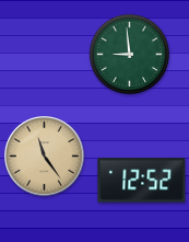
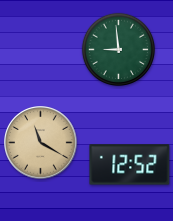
clock at (45, 157): 11:24 -> 11:20
